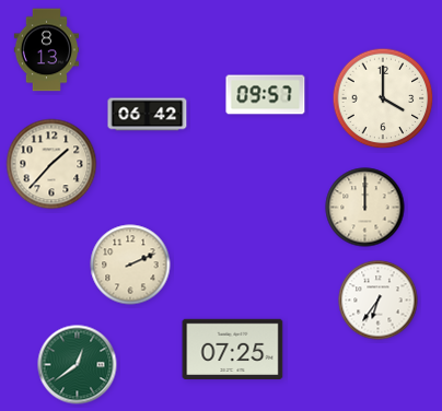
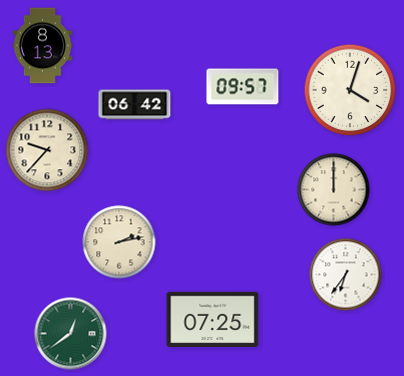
clock at (383, 98): 4:00 -> 4:03
clock at (51, 164): 1:37 -> 9:37
clock at (130, 265): 2:11 -> 2:13
